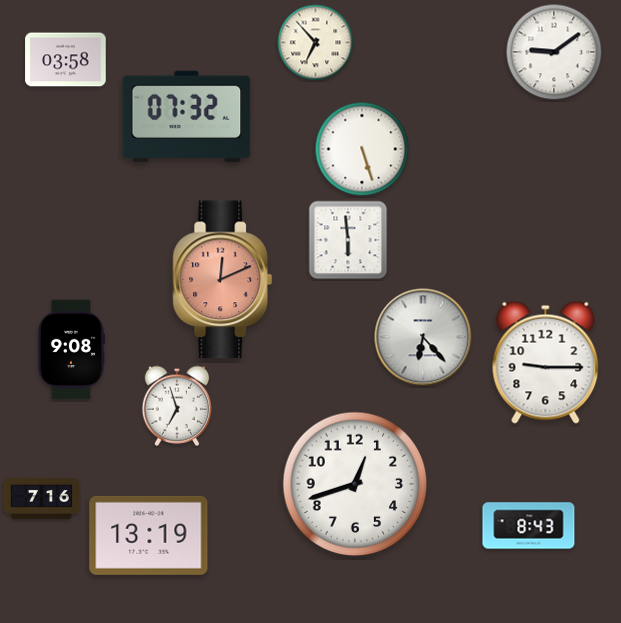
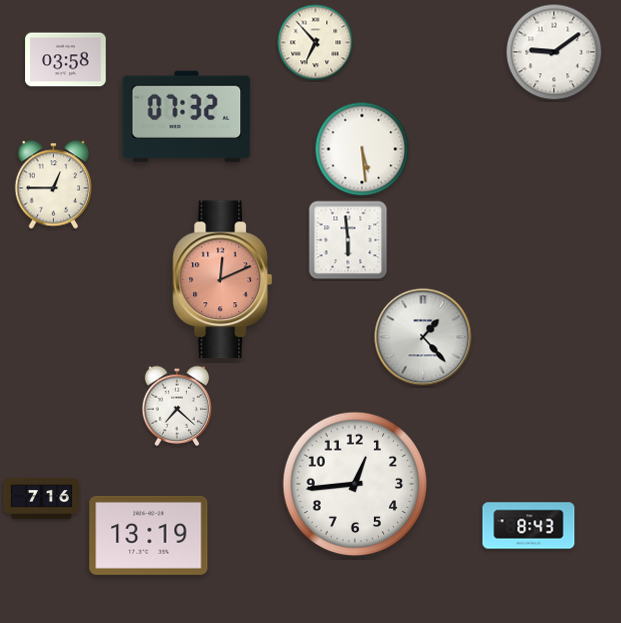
clock at (362, 149): 5:27 -> 5:29
clock at (54, 185): none -> 12:45
clock at (423, 337): 6:23 -> 1:23
clock at (71, 350): 9:08 -> none
clock at (546, 362): 9:15 -> none
clock at (177, 406): 6:57 -> 7:22
clock at (355, 484): 12:42 -> 12:44
